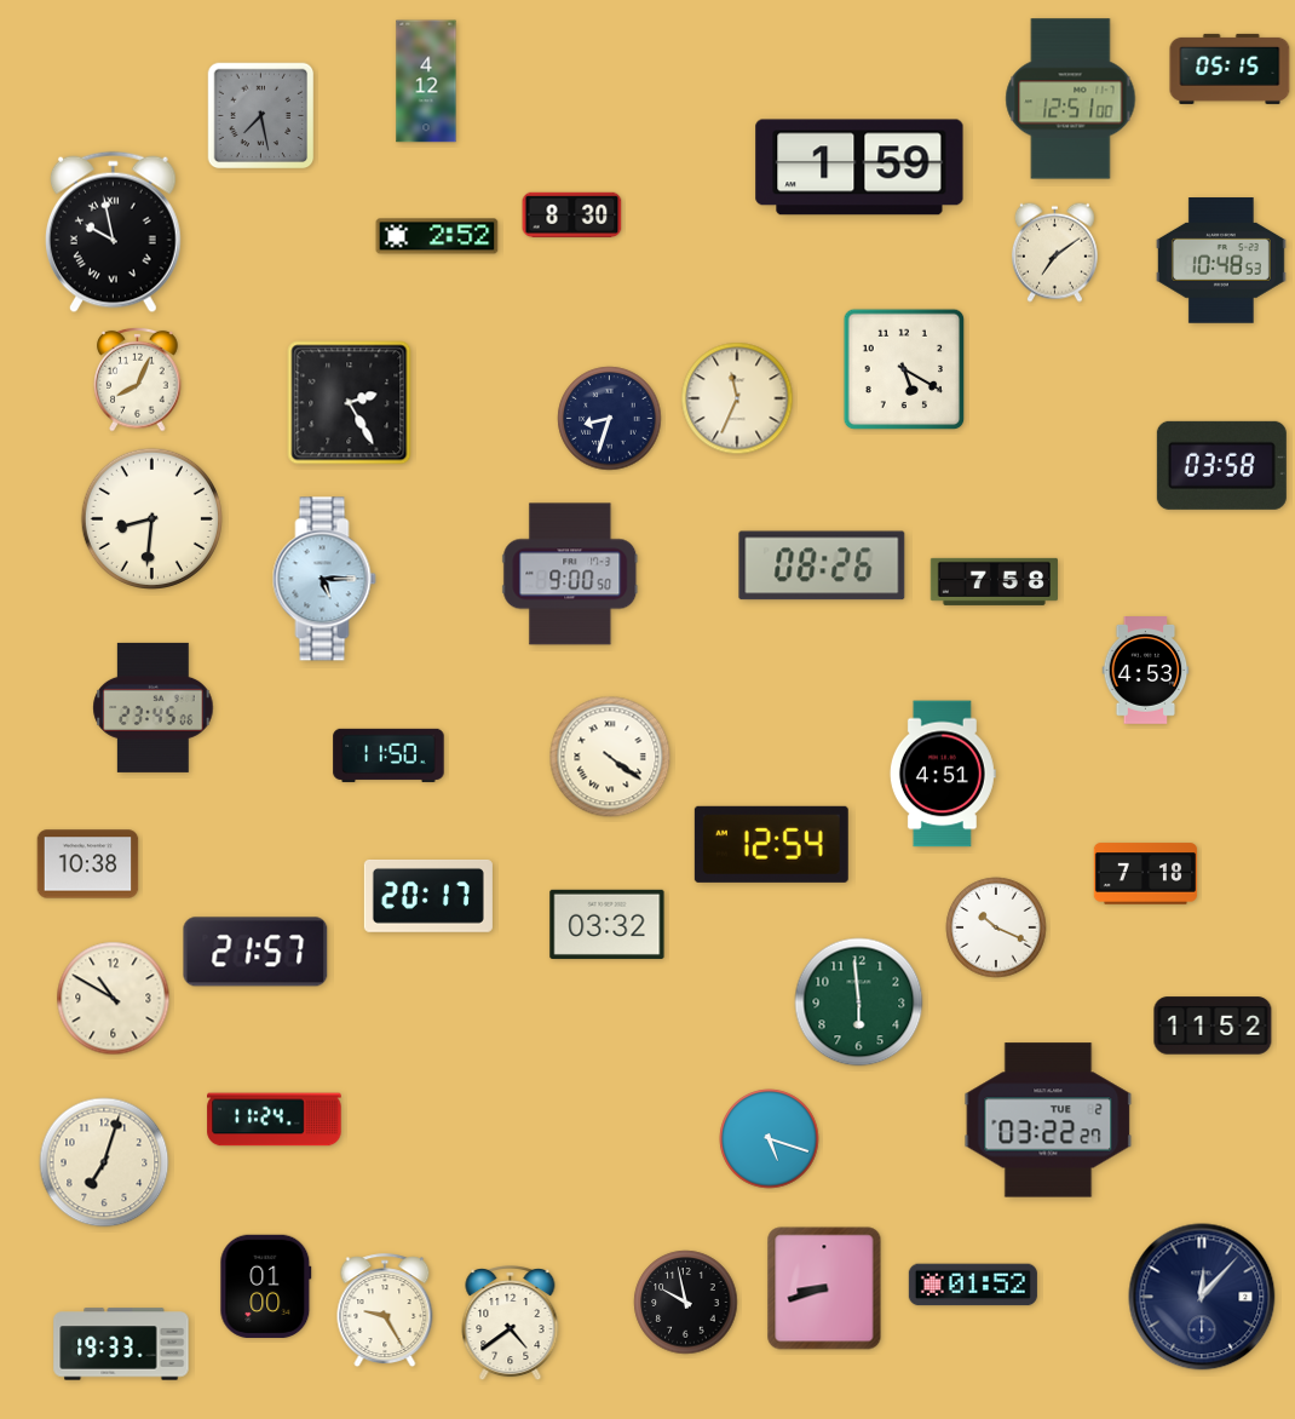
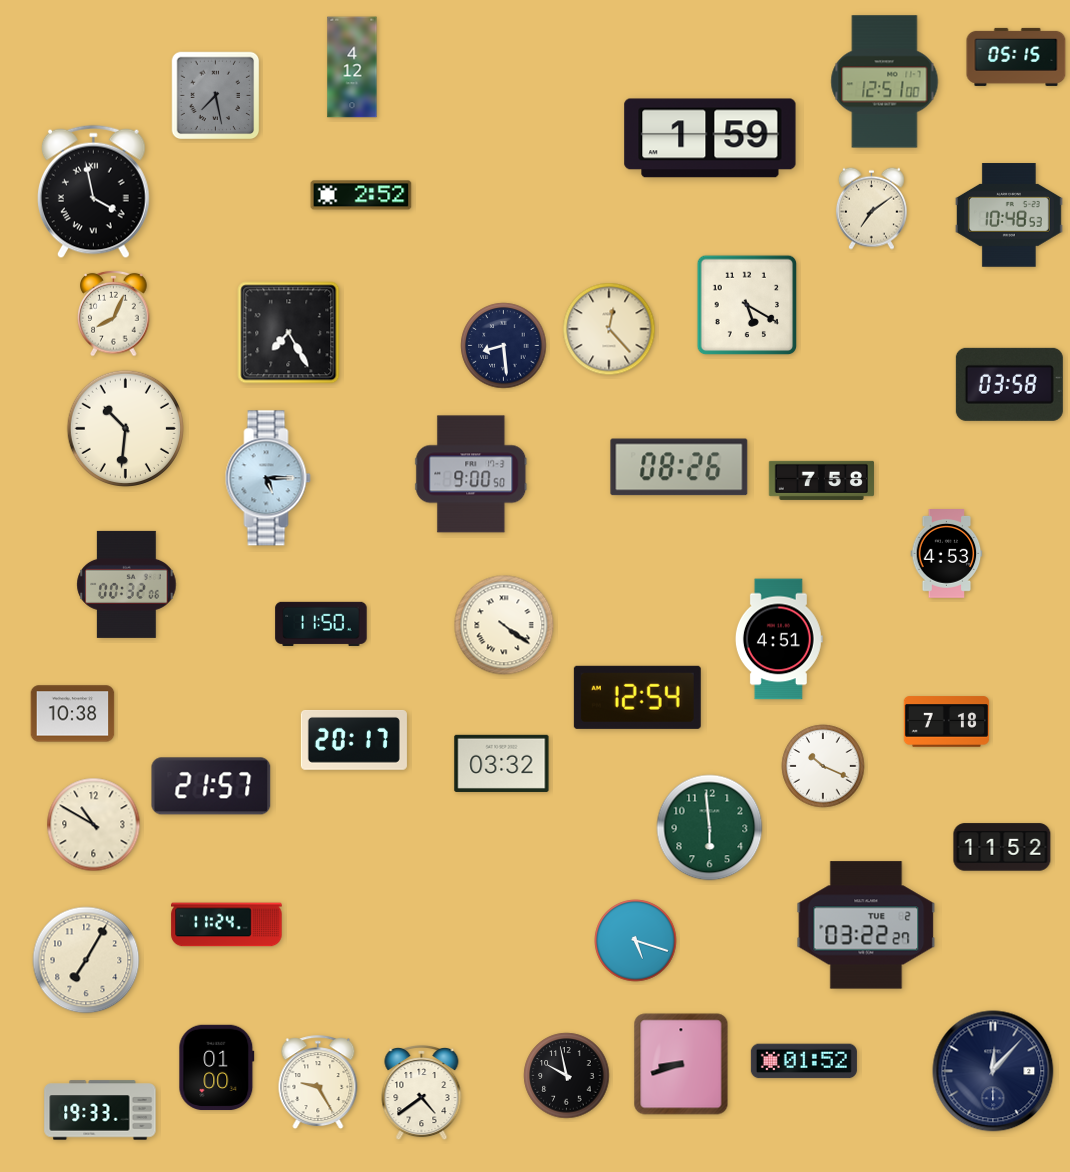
clock at (572, 214): 8:30 -> none
clock at (114, 232): 9:58 -> 3:58
clock at (737, 398): 11:34 -> 12:23
clock at (350, 403): 2:25 -> 7:25
clock at (610, 419): 8:33 -> 8:29
clock at (151, 518): 8:31 -> 10:31
clock at (154, 707): 23:45 -> 00:32
clock at (104, 1162): 7:03 -> 7:05
clock at (266, 1286) position: (266, 1286) -> (217, 1067)
